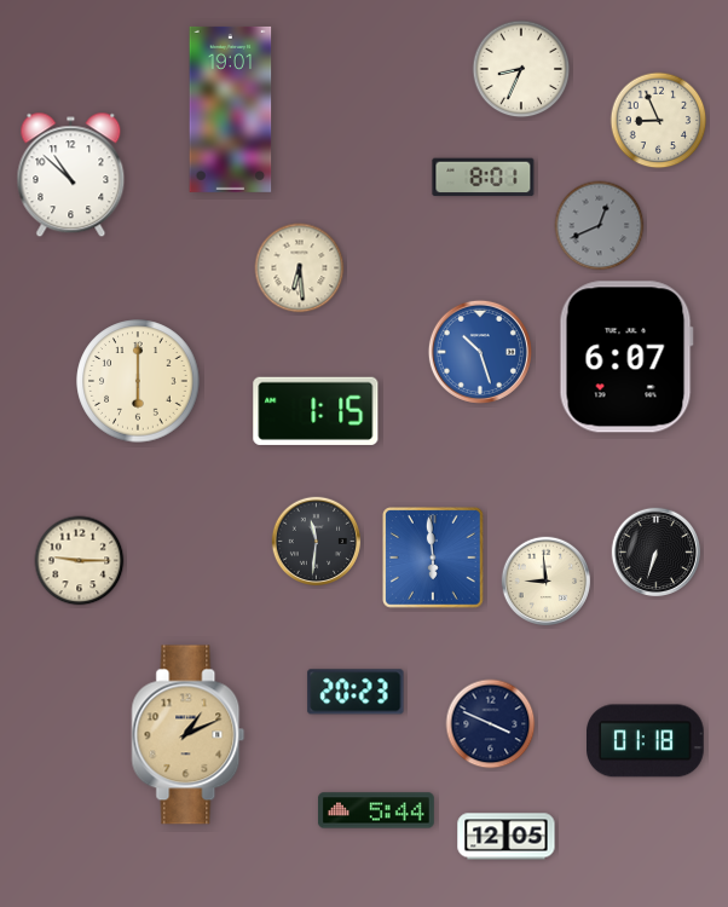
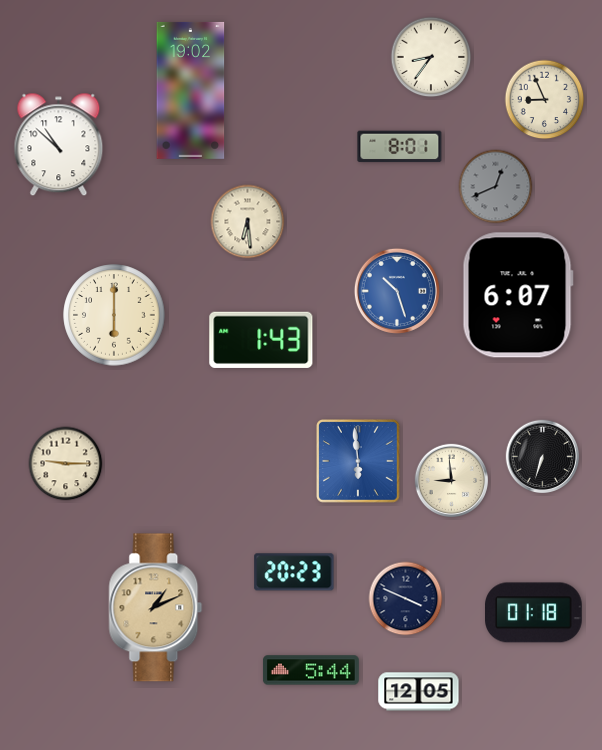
clock at (521, 69): 8:34 -> 8:36
clock at (231, 109): 19:01 -> 19:02
clock at (316, 411): 1:15 -> 1:43
clock at (317, 542): 11:31 -> none
